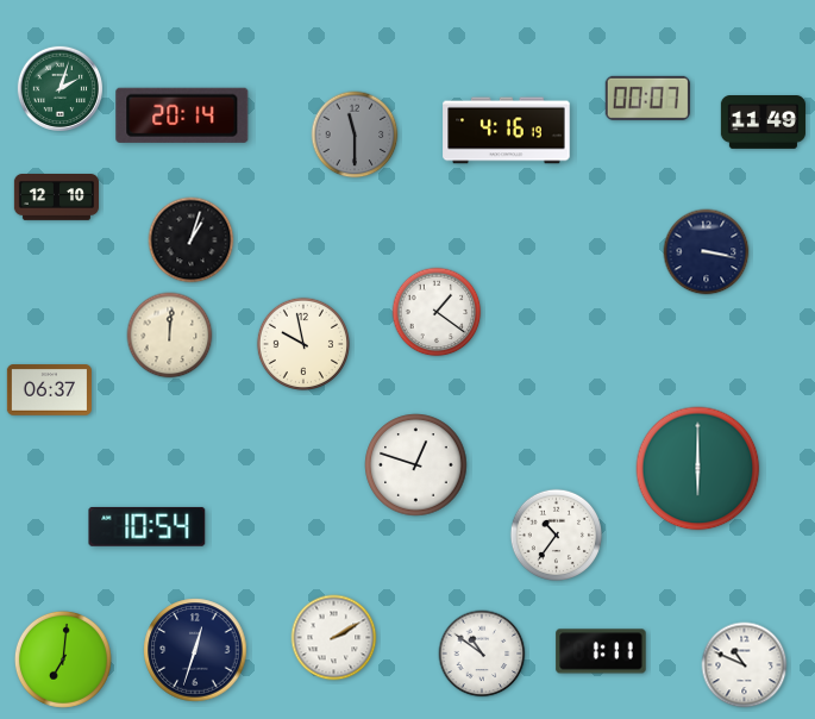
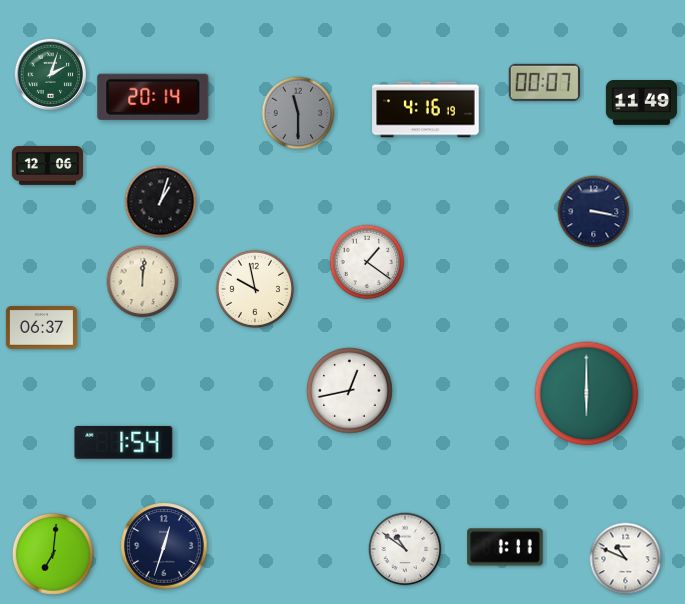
clock at (56, 198): 12:10 -> 12:06
clock at (416, 465): 12:48 -> 12:43
clock at (148, 526): 10:54 -> 1:54
clock at (557, 536): 10:36 -> none
clock at (334, 638): 2:10 -> none
